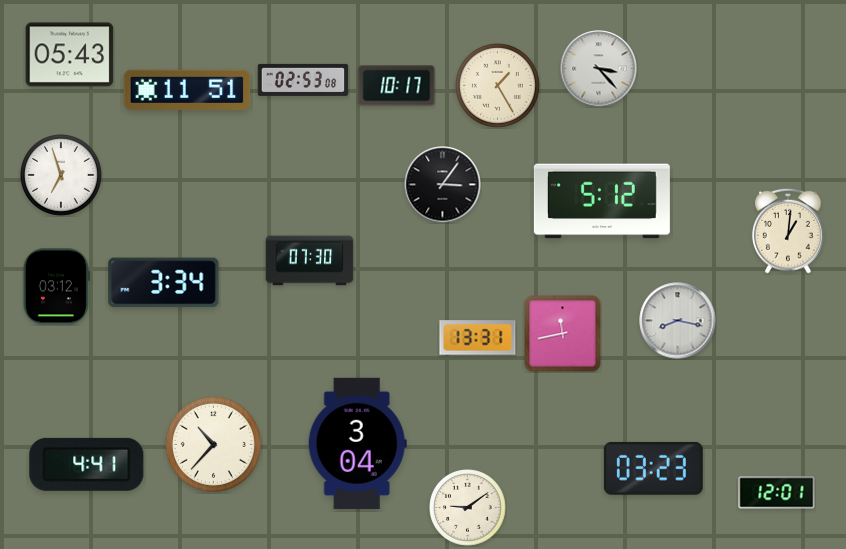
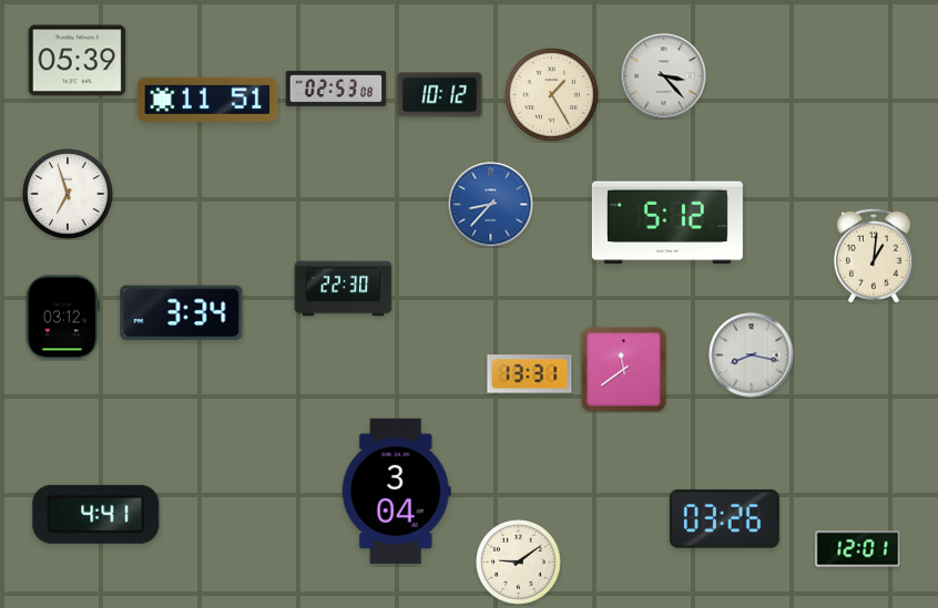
clock at (70, 55): 05:43 -> 05:39
clock at (397, 86): 10:17 -> 10:12
clock at (443, 185): 3:06 -> 8:37
clock at (443, 185) dial: black -> blue
clock at (310, 261): 07:30 -> 22:30
clock at (563, 334): 11:43 -> 11:39
clock at (213, 444): 10:37 -> none
clock at (653, 468): 03:23 -> 03:26
clock at (777, 493) position: (777, 493) -> (858, 549)
